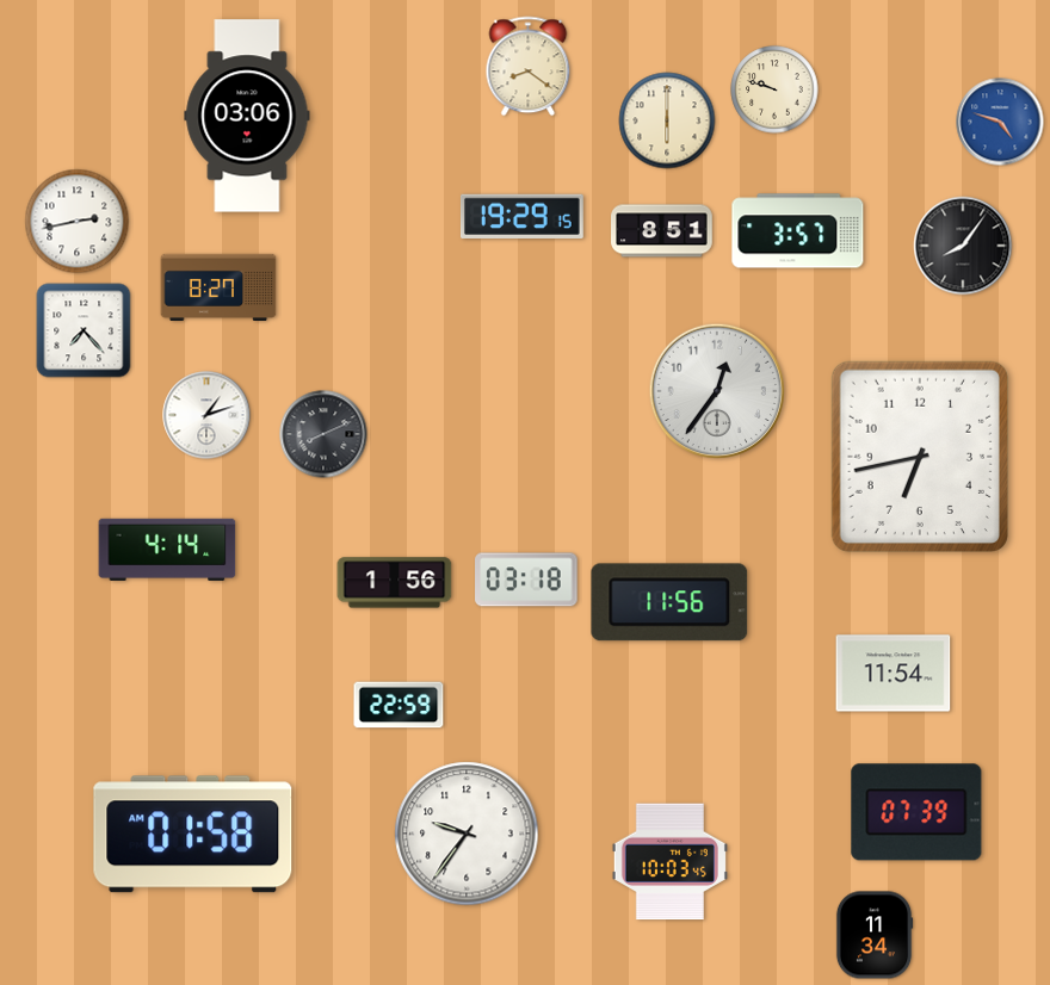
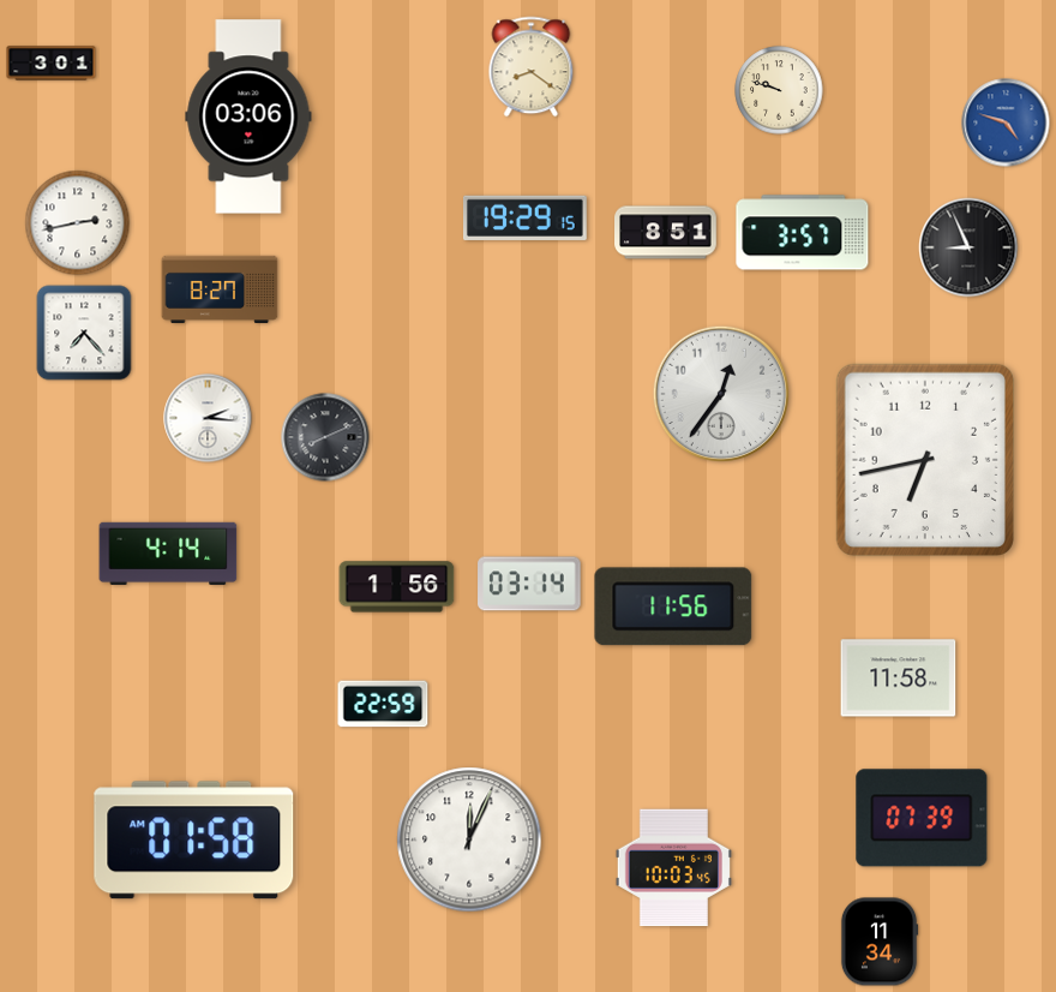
clock at (52, 64): none -> 3:01
clock at (667, 120): 6:00 -> none
clock at (963, 246): 8:06 -> 8:56
clock at (206, 415): 1:12 -> 2:16
clock at (526, 580): 03:18 -> 03:14
clock at (894, 674): 11:54 -> 11:58
clock at (399, 705) position: (399, 705) -> (383, 704)
clock at (467, 834): 9:36 -> 12:04
